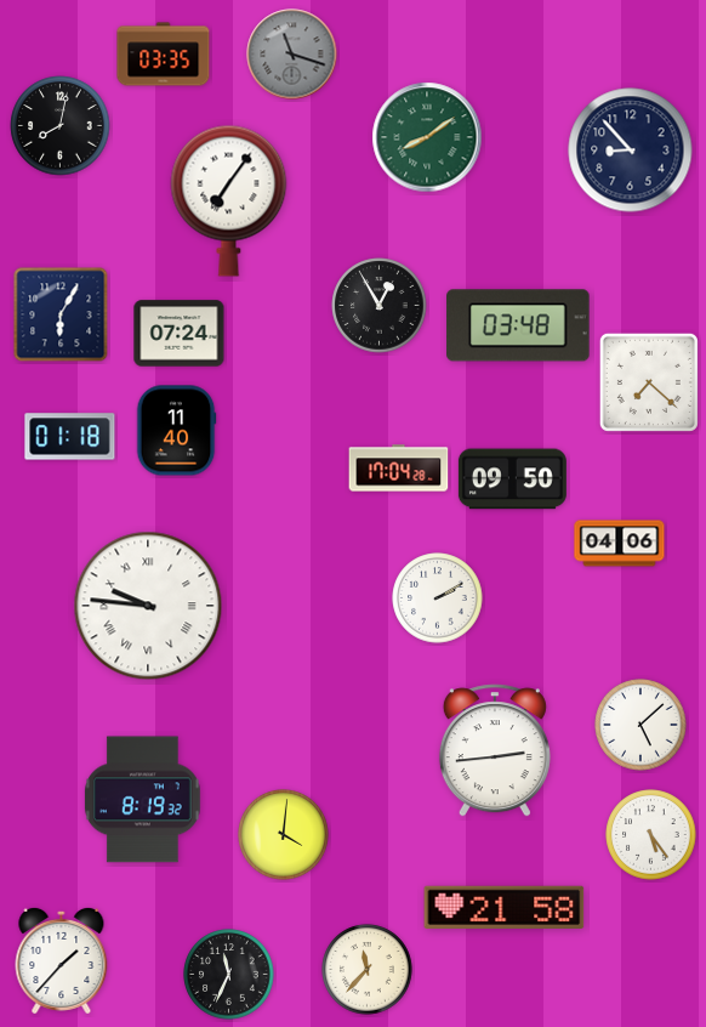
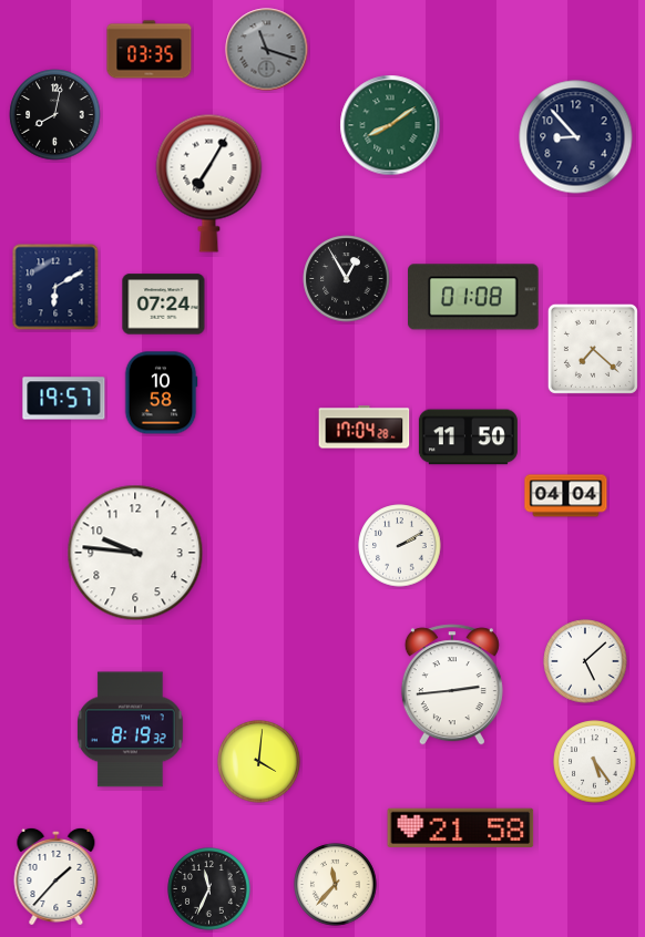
clock at (229, 200): 7:06 -> 7:05
clock at (61, 314): 6:05 -> 6:10
clock at (518, 325): 03:48 -> 01:08
clock at (176, 431): 11:40 -> 10:58
clock at (70, 437): 01:18 -> 19:57
clock at (512, 480): 09:50 -> 11:50
clock at (620, 544): 04:06 -> 04:04
clock at (148, 606) numerals: Roman -> Arabic
